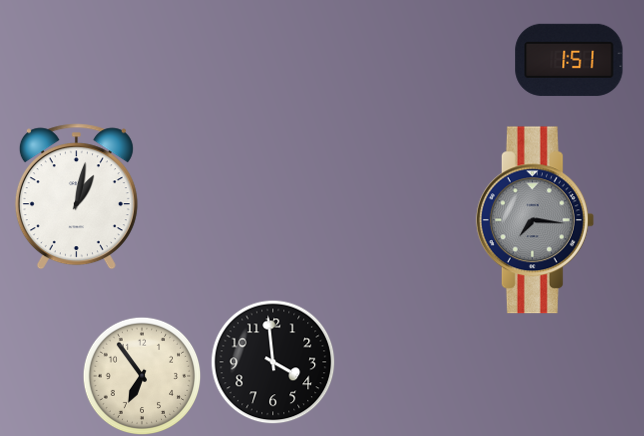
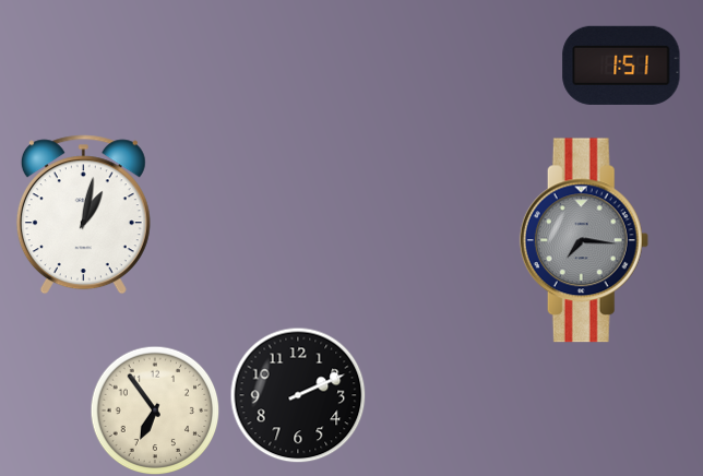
clock at (273, 362): 3:59 -> 2:11
